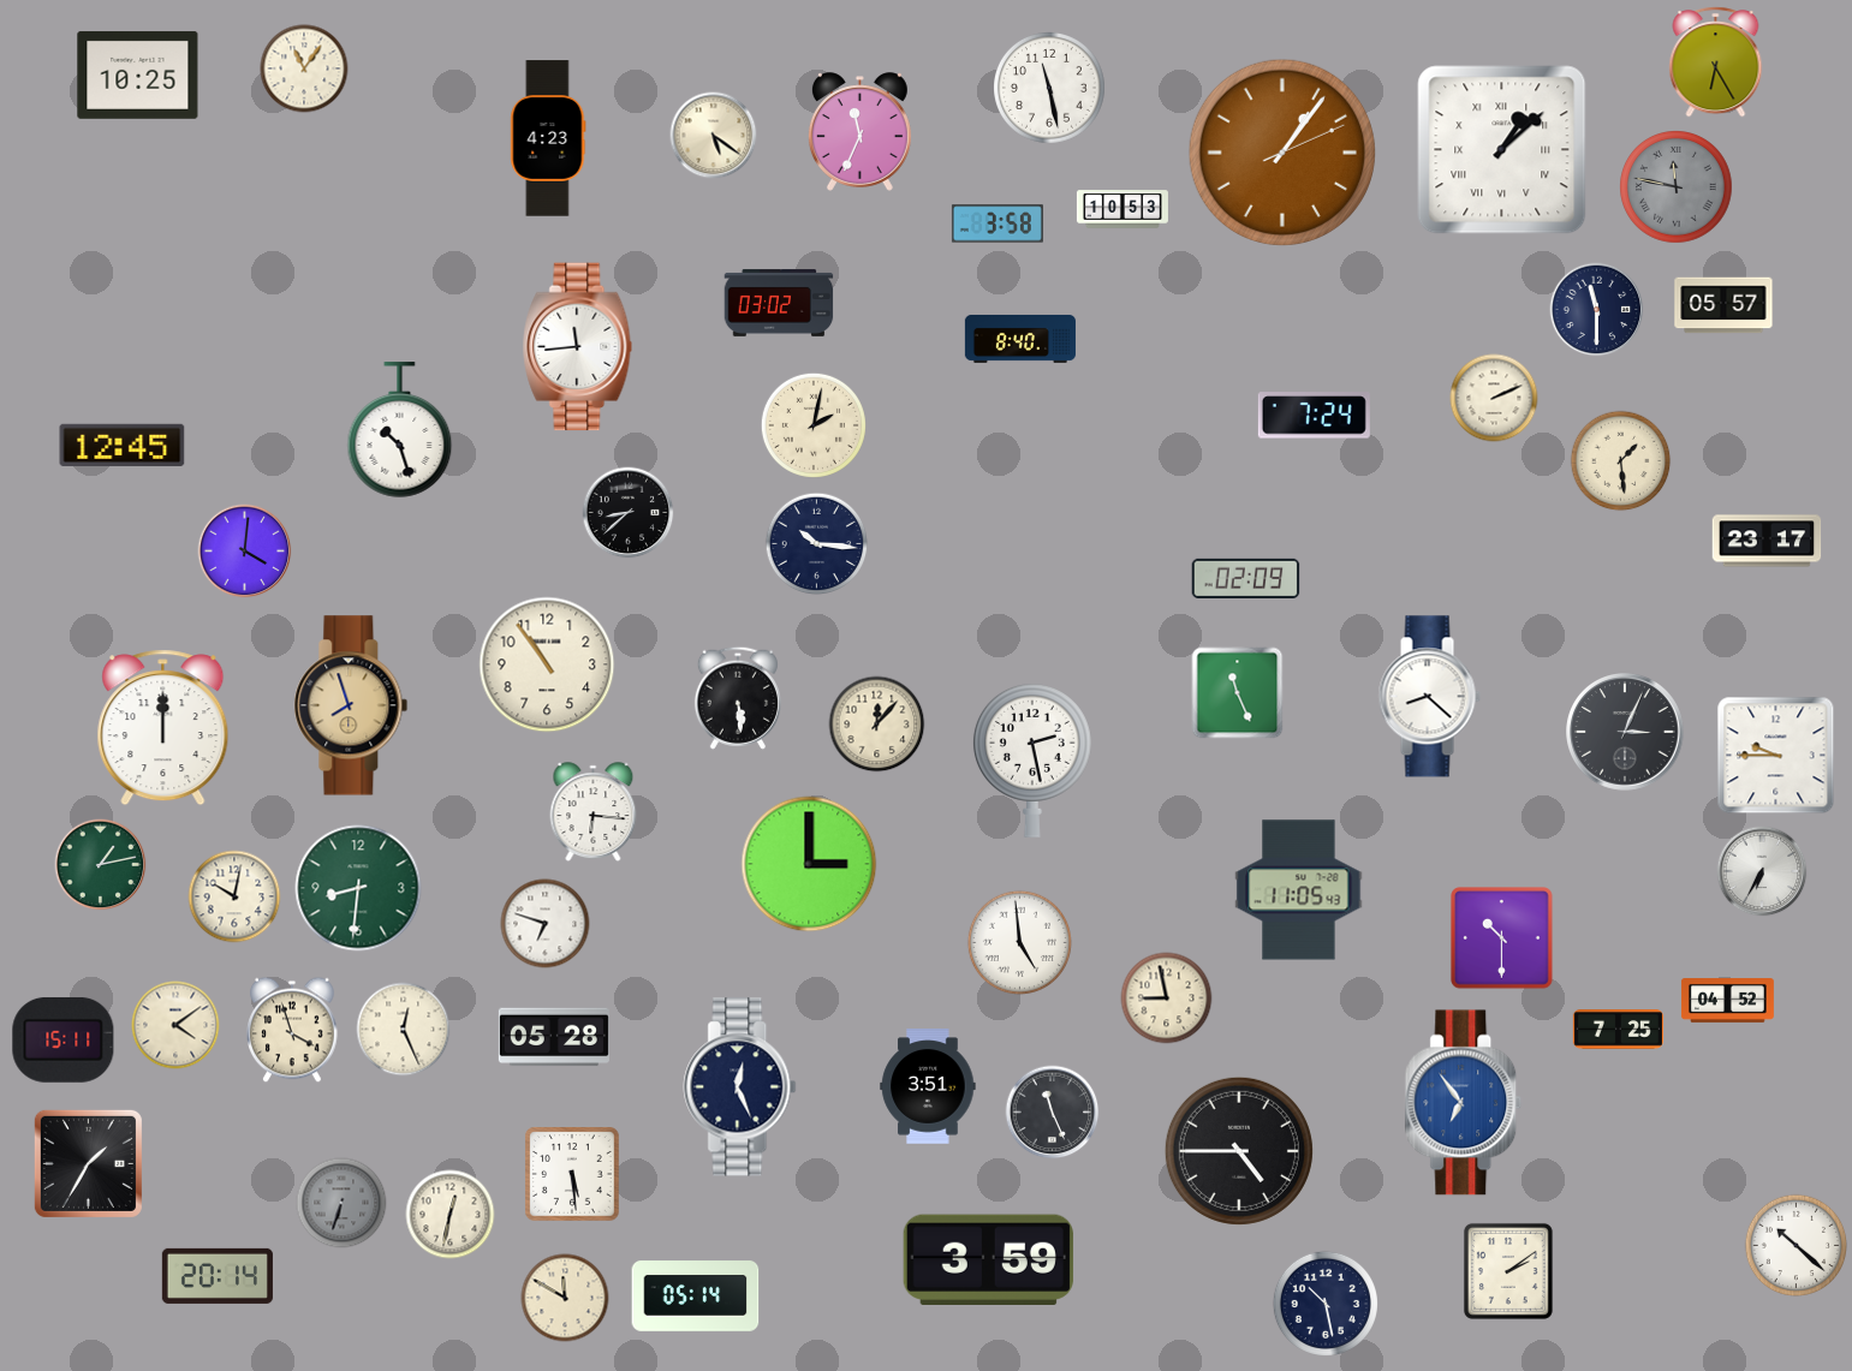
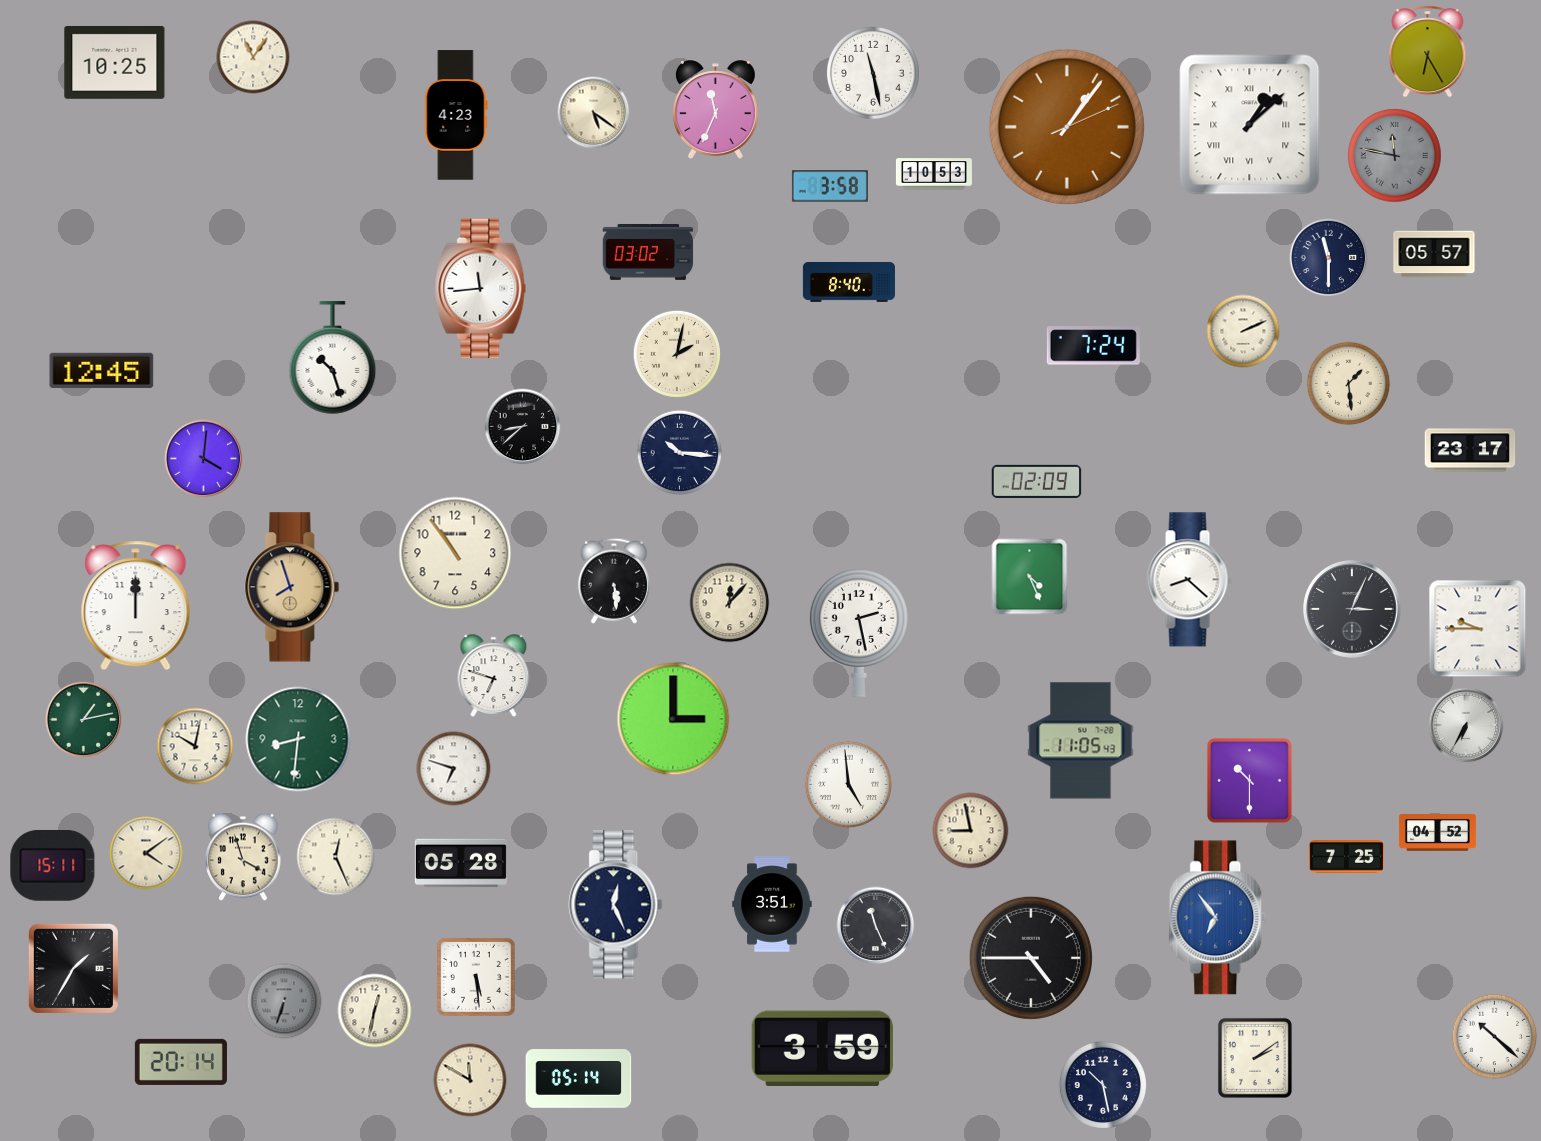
clock at (1238, 693): 11:26 -> 4:26
clock at (594, 811): 6:16 -> 6:48
